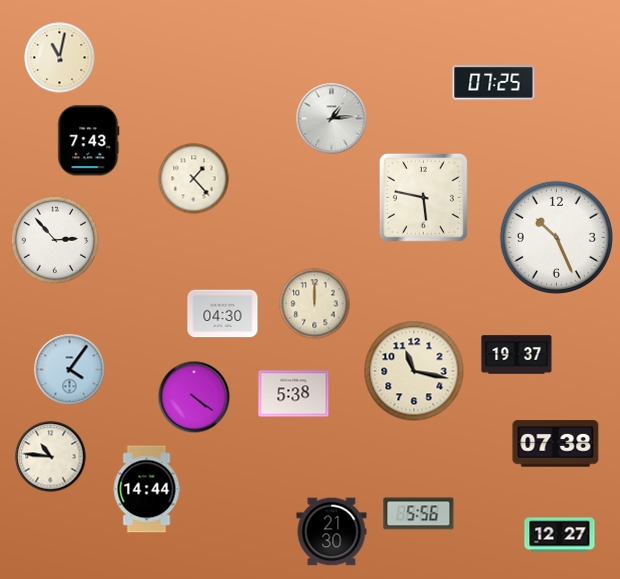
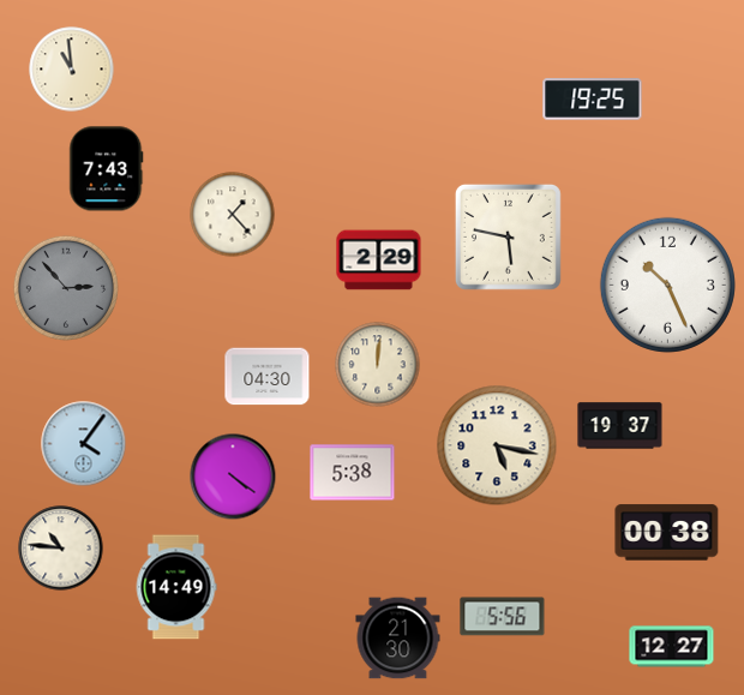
clock at (60, 58): 11:02 -> 10:59
clock at (494, 83): 07:25 -> 19:25
clock at (332, 119): 1:14 -> none
clock at (379, 260): none -> 2:29
clock at (55, 240) dial: white -> grey
clock at (315, 304): 12:00 -> 12:01
clock at (414, 371): 11:17 -> 5:17
clock at (556, 444): 07:38 -> 00:38
clock at (147, 489): 14:44 -> 14:49
clock at (560, 535) position: (560, 535) -> (672, 647)
